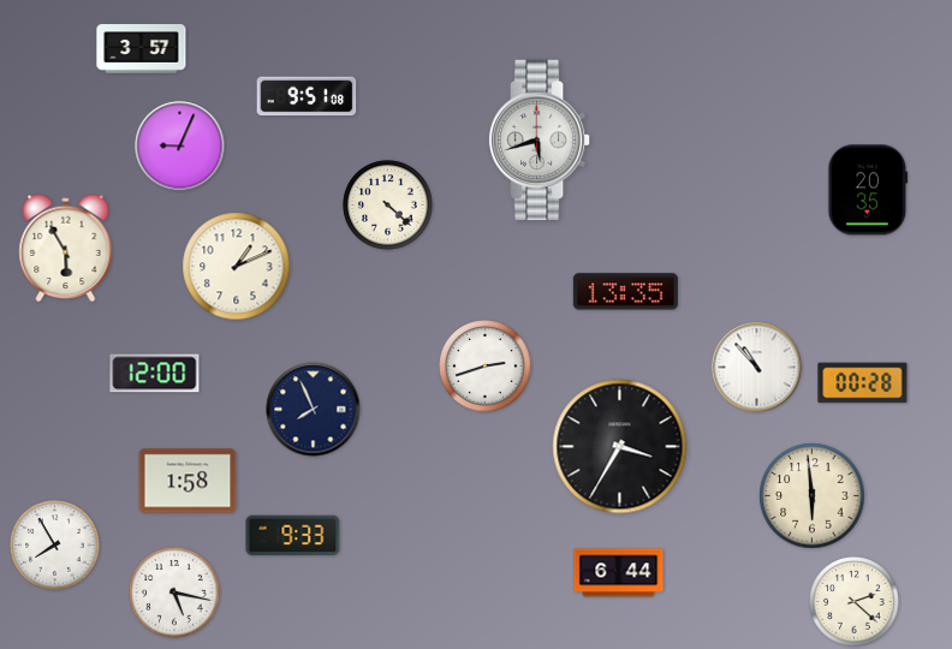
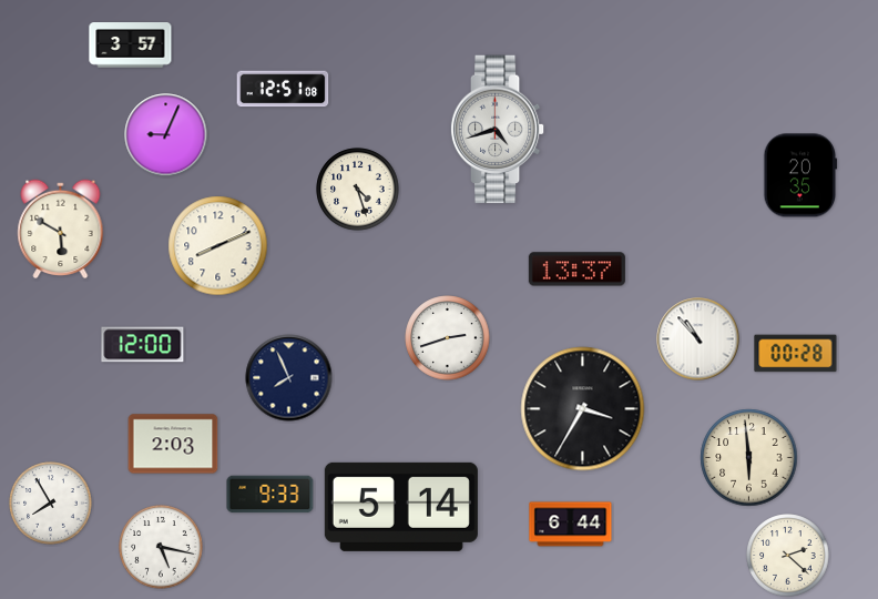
clock at (307, 96): 9:51 -> 12:51
clock at (540, 141): 5:42 -> 4:42
clock at (388, 206): 4:22 -> 4:27
clock at (66, 249): 5:55 -> 5:50
clock at (237, 267): 1:11 -> 8:11
clock at (625, 292): 13:35 -> 13:37
clock at (620, 447) position: (620, 447) -> (583, 409)
clock at (188, 481): 1:58 -> 2:03
clock at (401, 507): none -> 5:14
clock at (619, 573) position: (619, 573) -> (571, 525)
